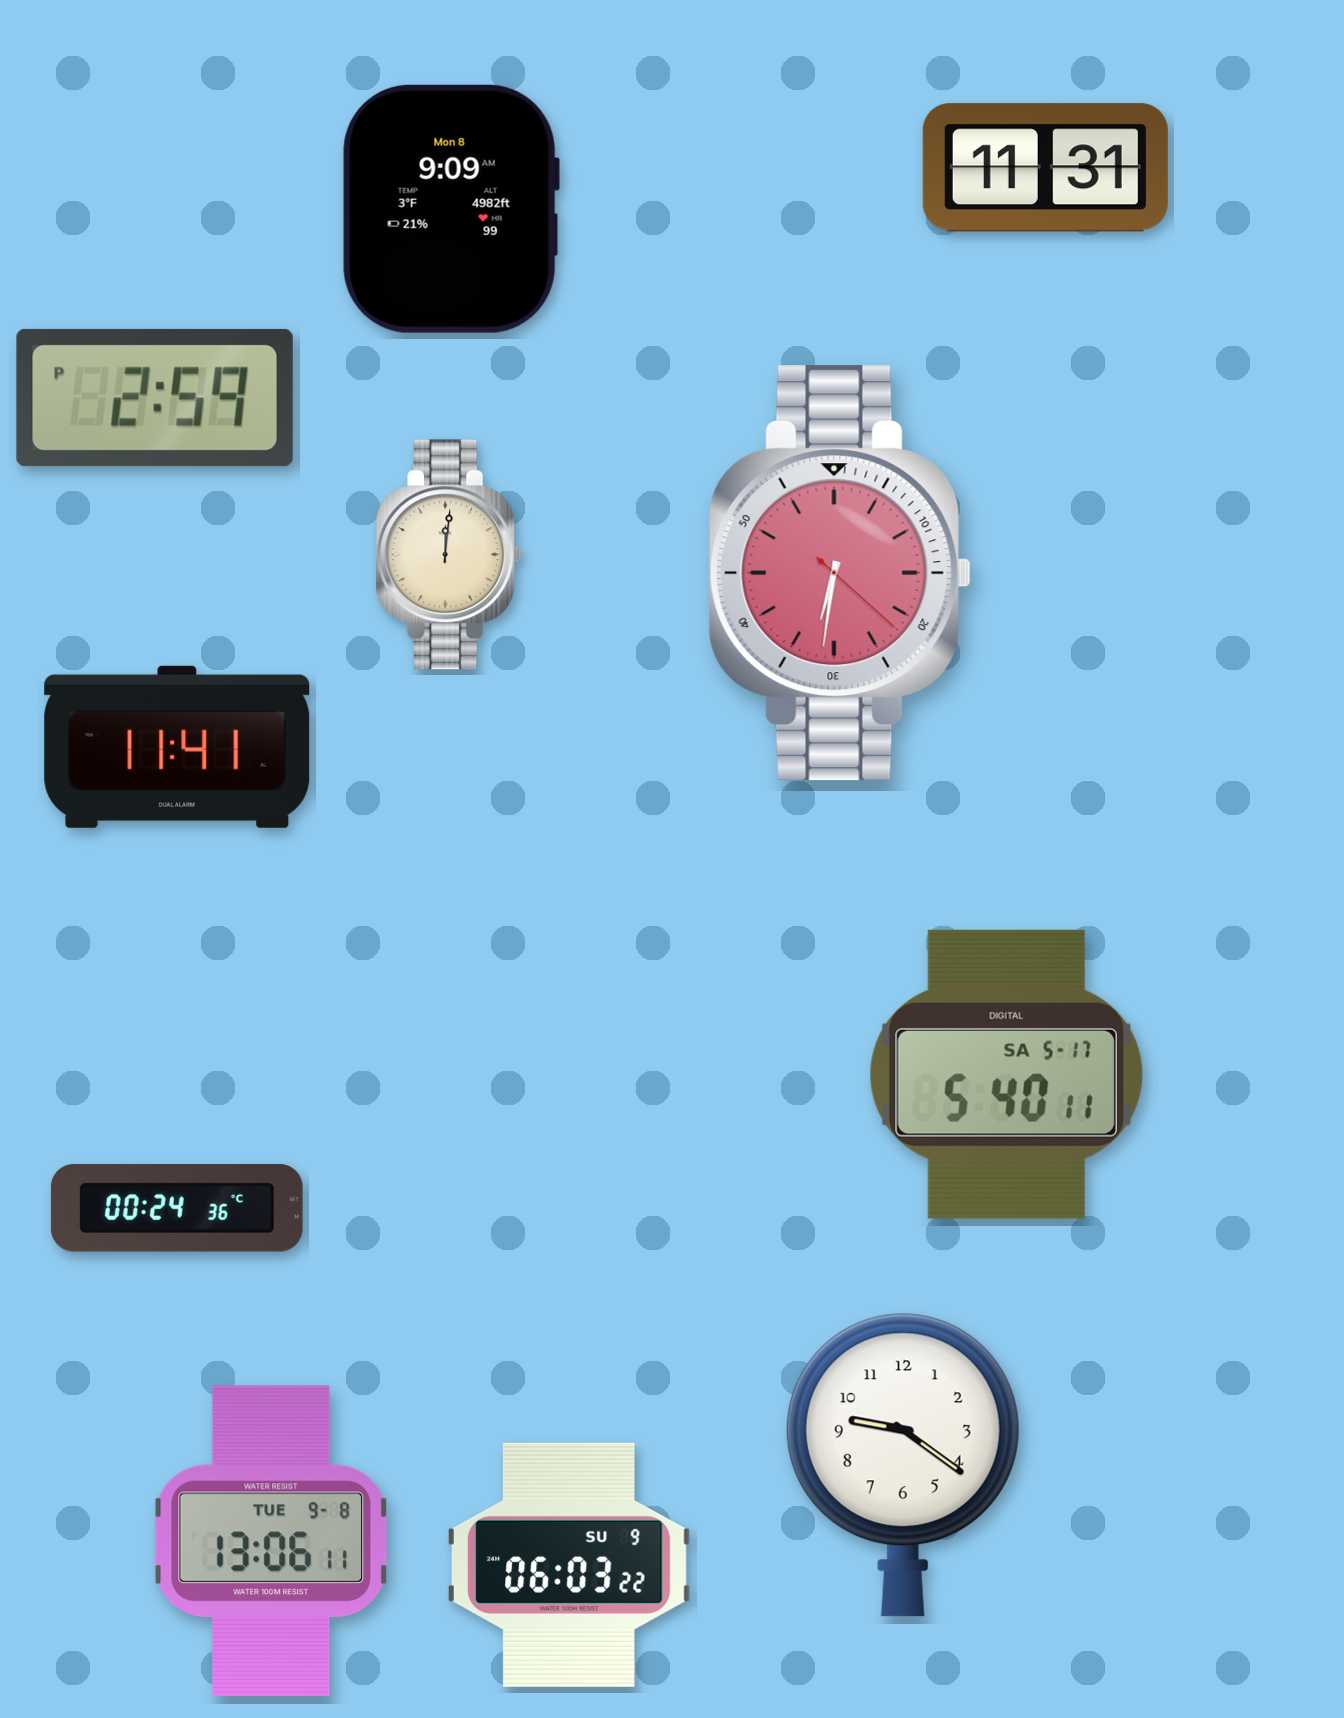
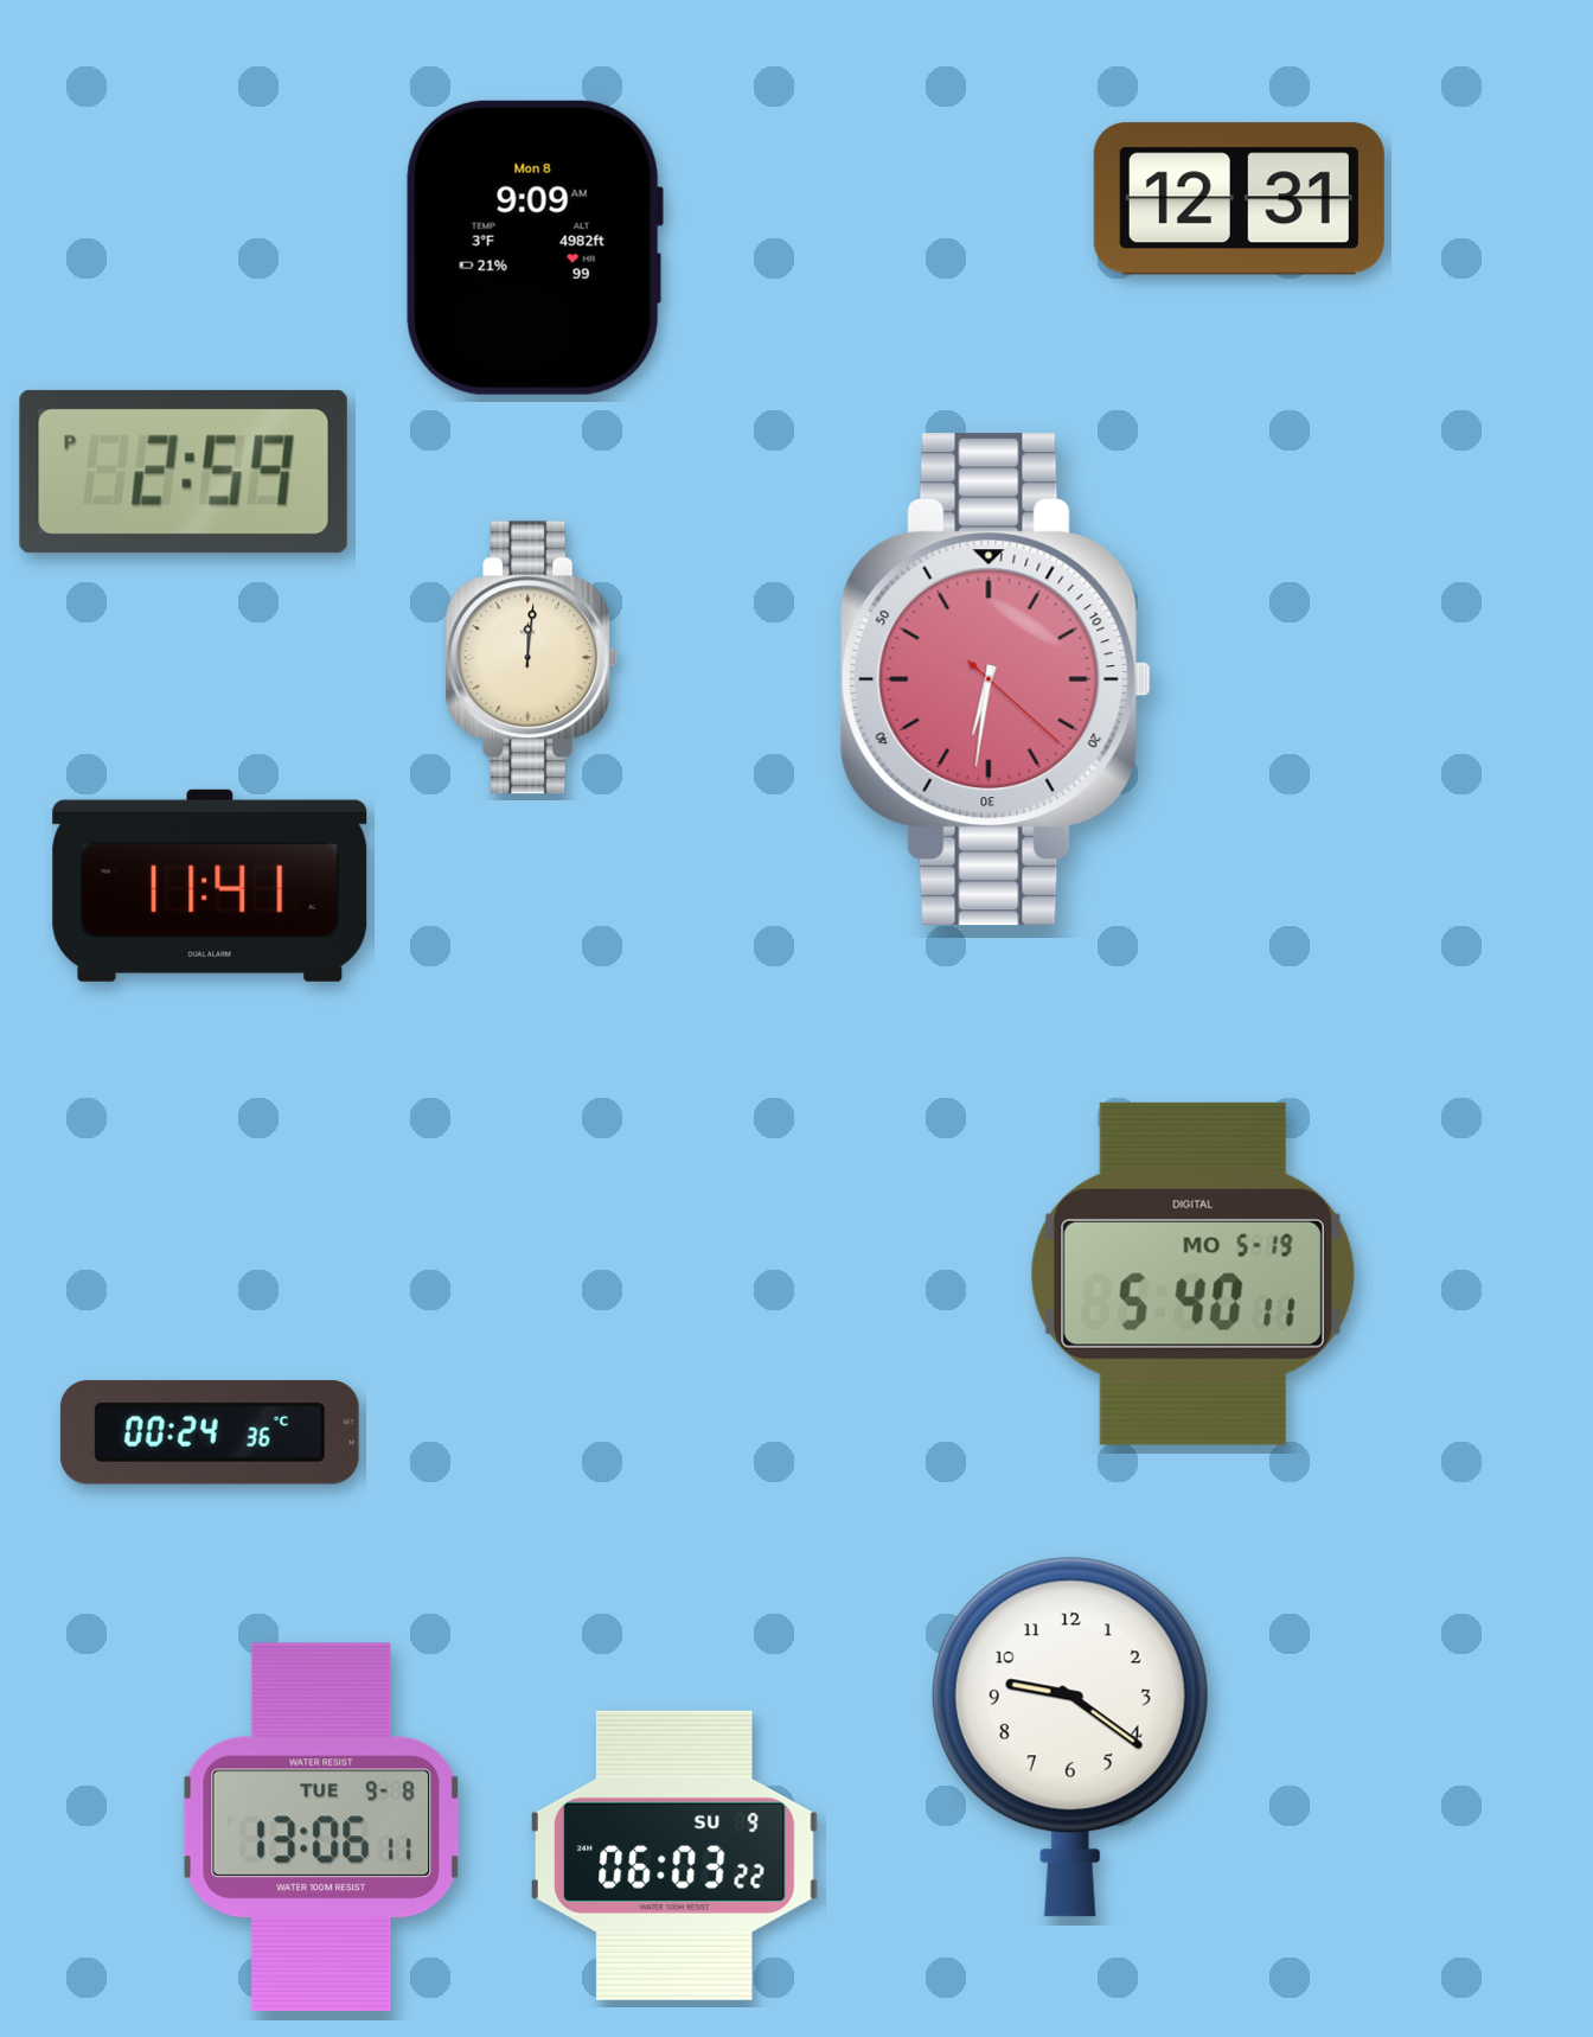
clock at (1045, 168): 11:31 -> 12:31
clock at (1006, 1074) date: SA 5-17 -> MO 5-19
